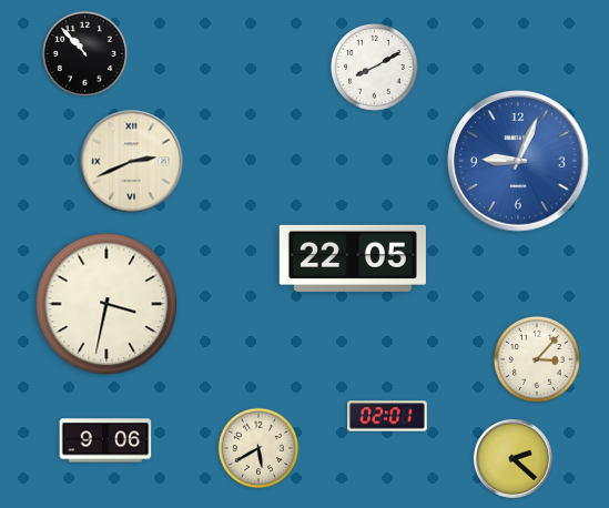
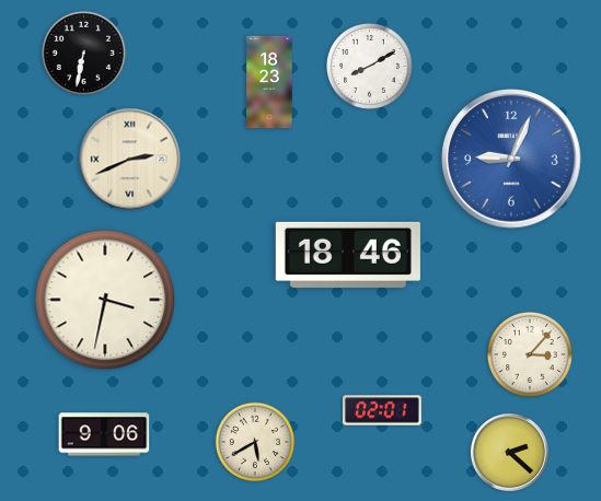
clock at (84, 53): 10:53 -> 6:32
clock at (269, 82): none -> 18:23
clock at (353, 258): 22:05 -> 18:46
clock at (512, 458) position: (512, 458) -> (509, 452)
